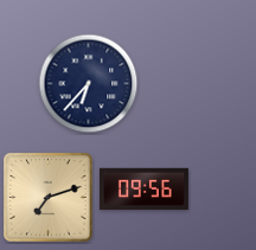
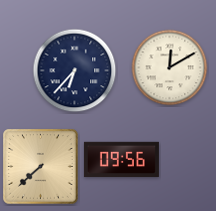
clock at (170, 68): none -> 12:10
clock at (49, 198): 7:12 -> 7:38
